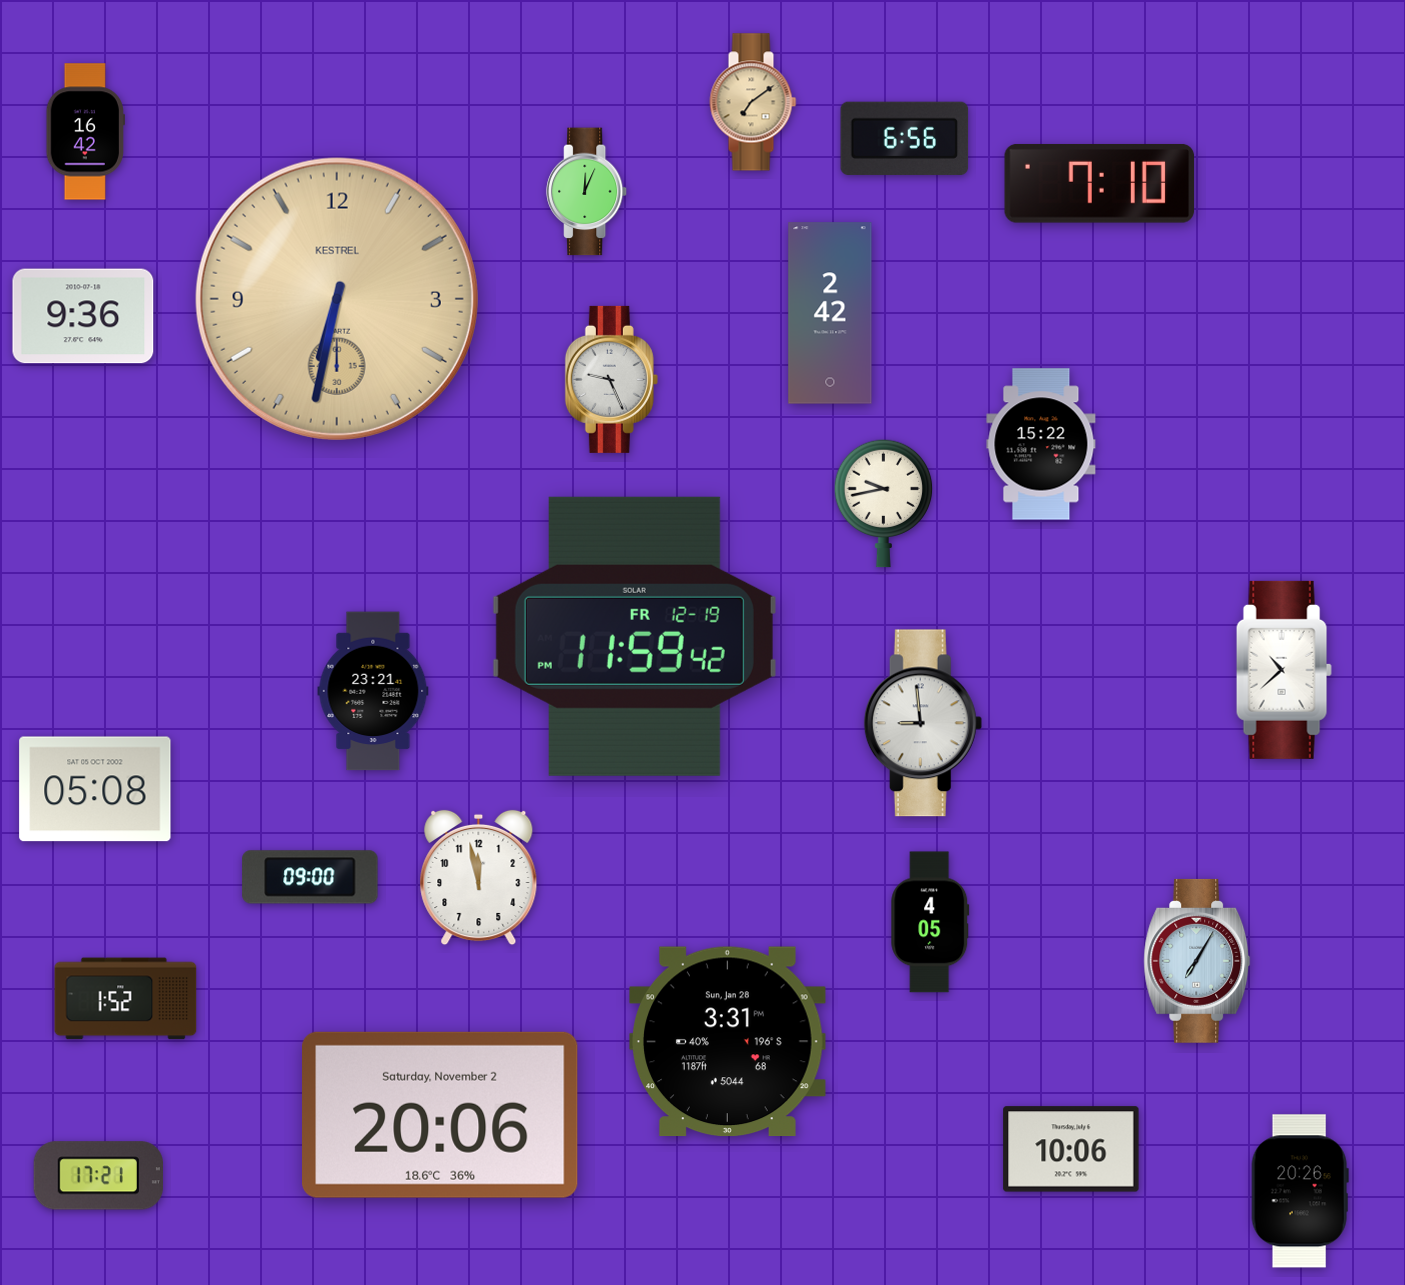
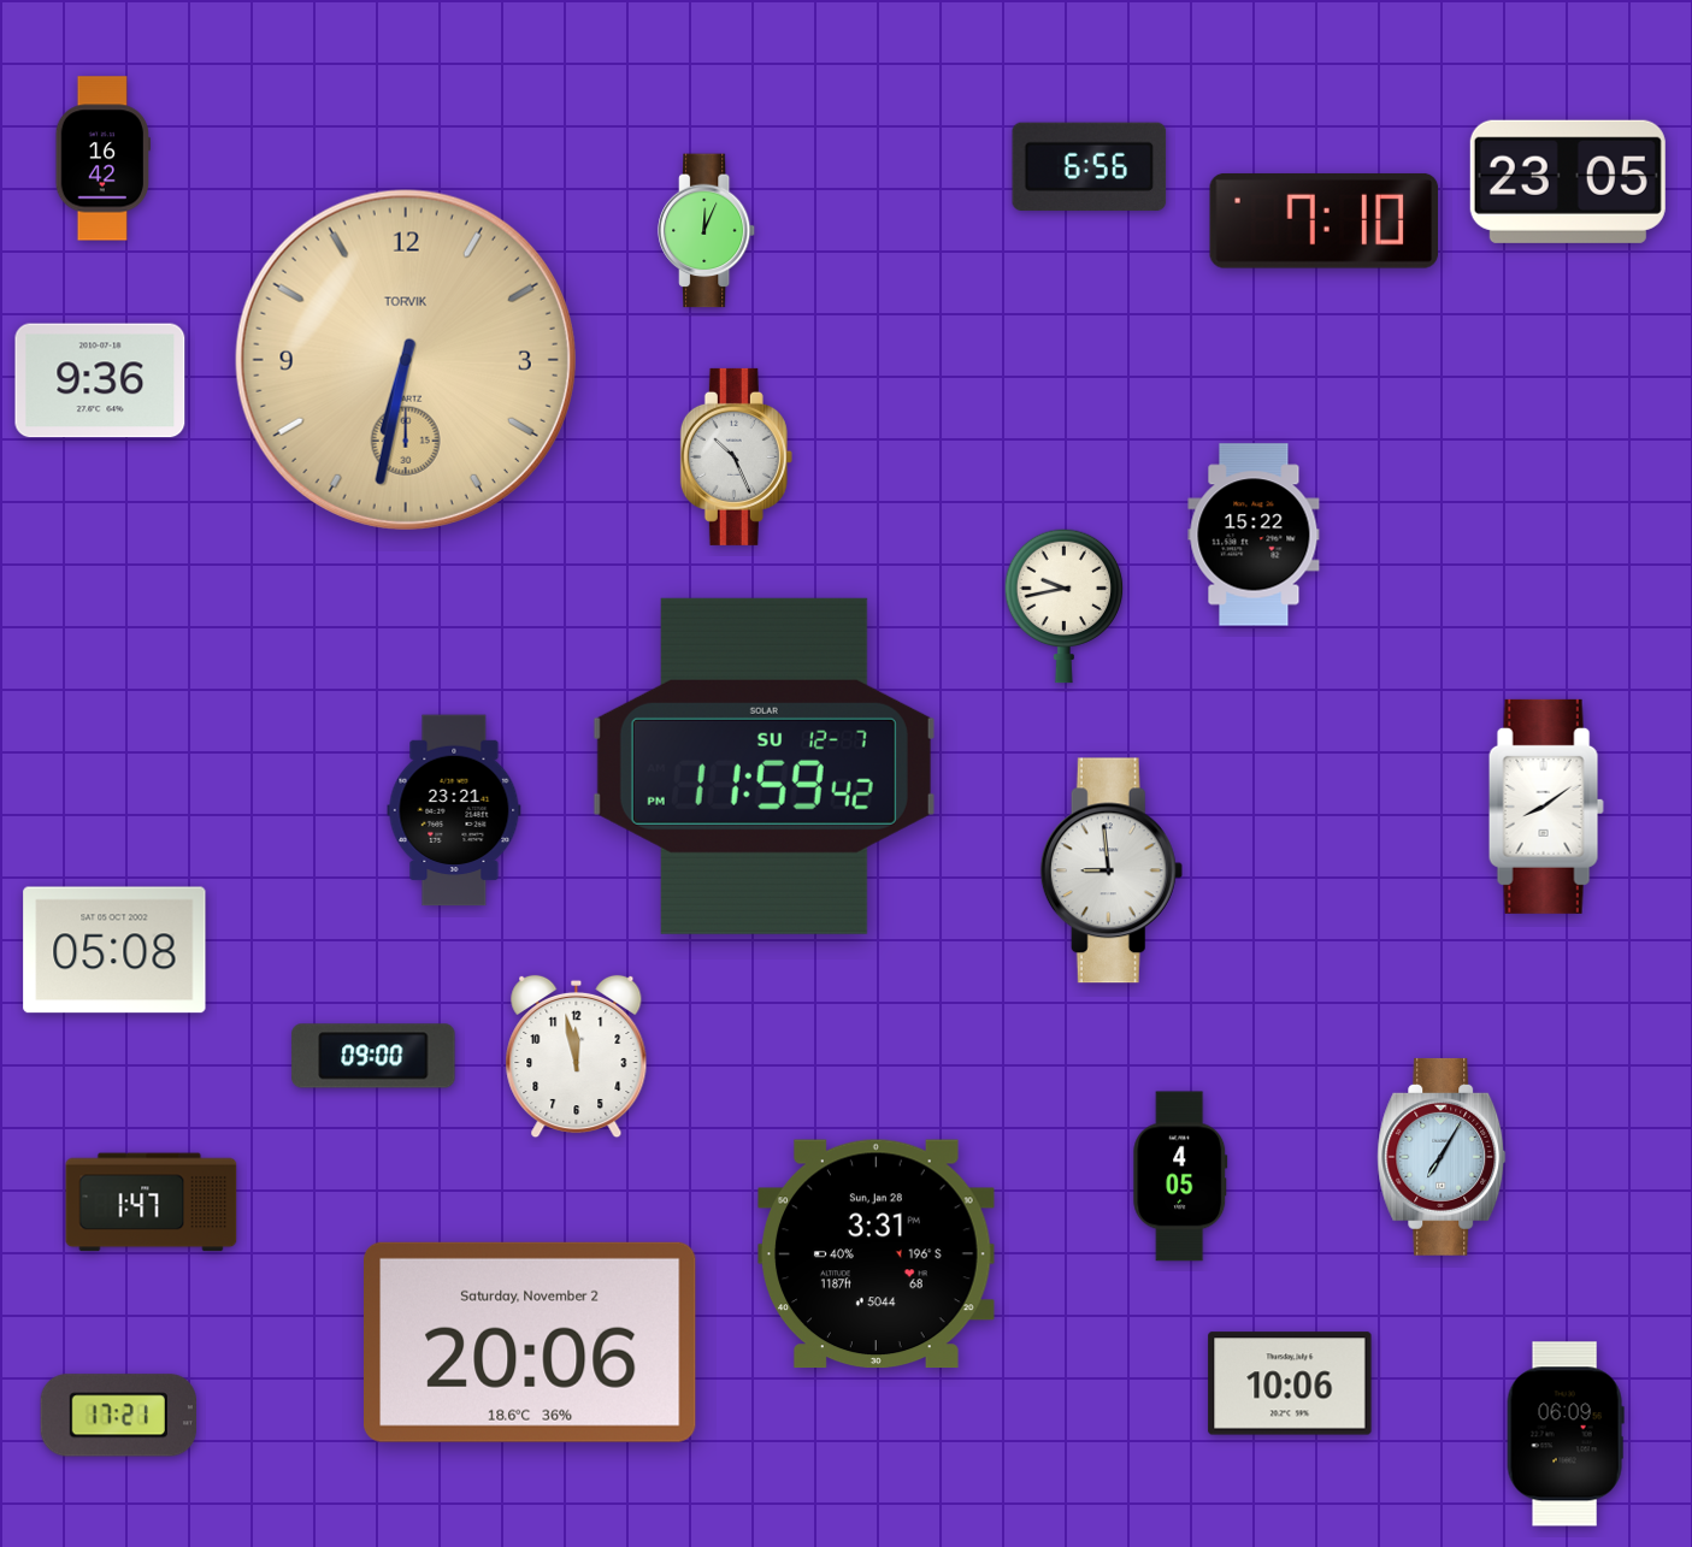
clock at (753, 102): 7:09 -> none
clock at (1568, 182): none -> 23:05
clock at (337, 299) brand: KESTREL -> TORVIK
clock at (830, 313): 2:42 -> none
clock at (611, 379): 9:26 -> 10:26
clock at (634, 636) date: FR 12-19 -> SU 12-7
clock at (1284, 670): 10:38 -> 8:09
clock at (373, 691) position: (373, 691) -> (454, 810)
clock at (930, 922) position: (930, 922) -> (1180, 1176)
clock at (126, 999): 1:52 -> 1:47
clock at (1300, 1191): 20:26 -> 06:09
